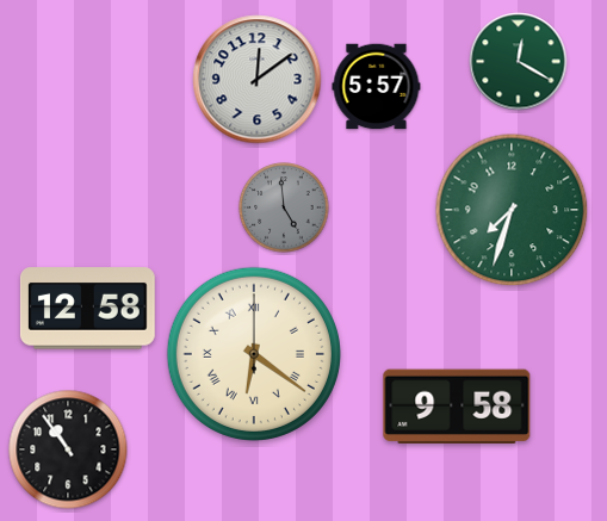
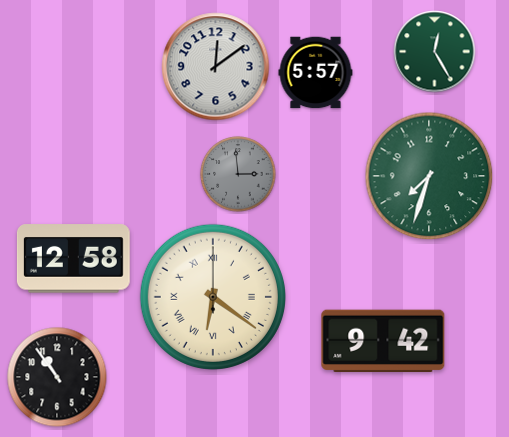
clock at (519, 62): 12:20 -> 12:25
clock at (284, 207): 4:59 -> 2:59
clock at (457, 405): 9:58 -> 9:42
